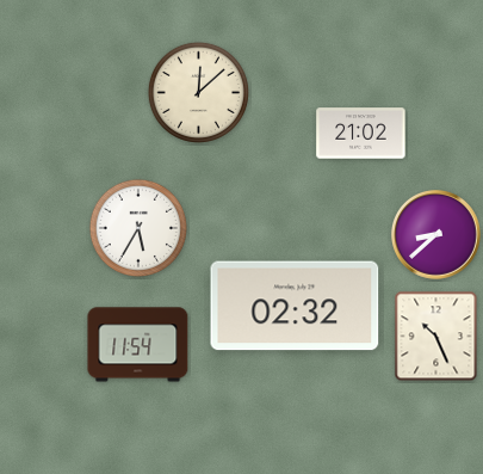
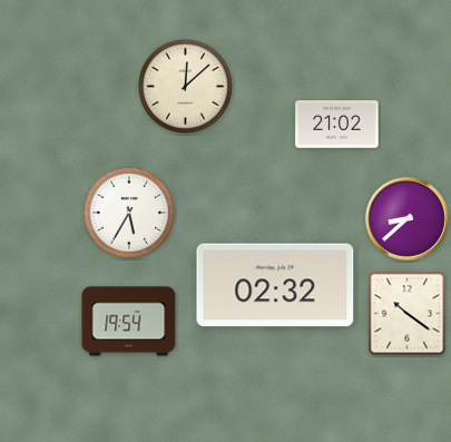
clock at (436, 337): 10:26 -> 10:21
clock at (138, 345): 11:54 -> 19:54
